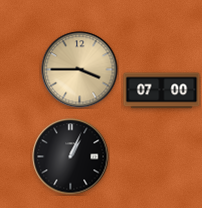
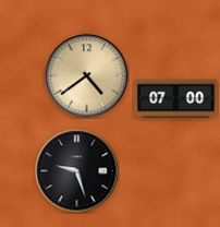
clock at (80, 70): 3:45 -> 4:39
clock at (71, 157): 1:04 -> 9:27
